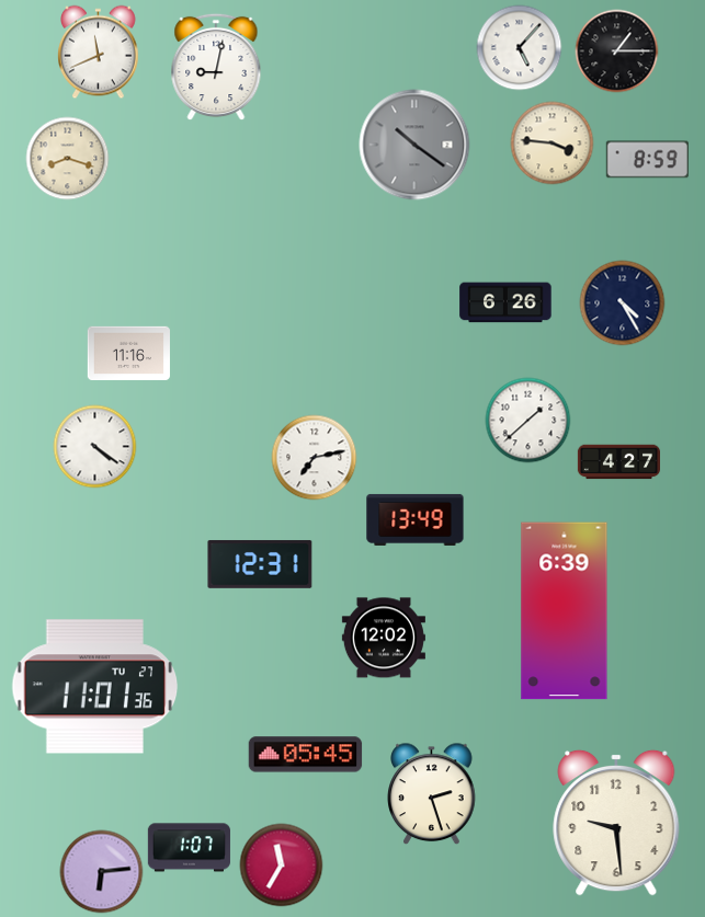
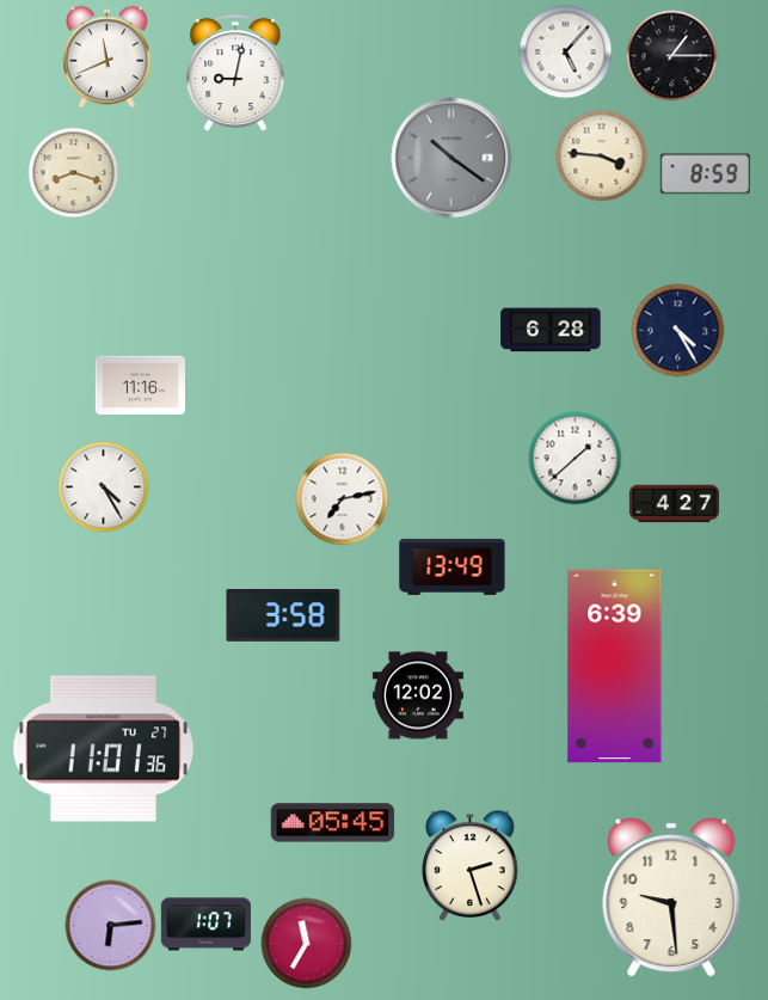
clock at (505, 302): 6:26 -> 6:28
clock at (95, 447): 4:21 -> 4:25
clock at (260, 564): 12:31 -> 3:58
clock at (102, 872) position: (102, 872) -> (111, 926)
